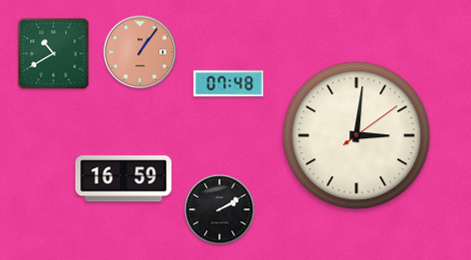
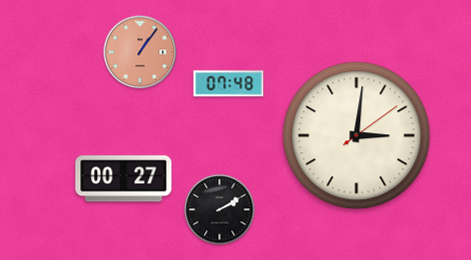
clock at (54, 54): 10:40 -> none
clock at (124, 179): 16:59 -> 00:27
